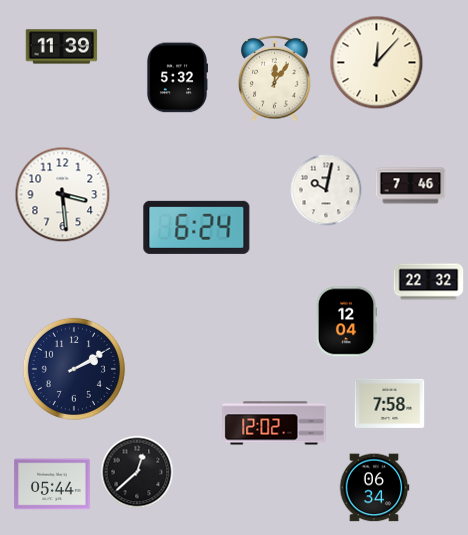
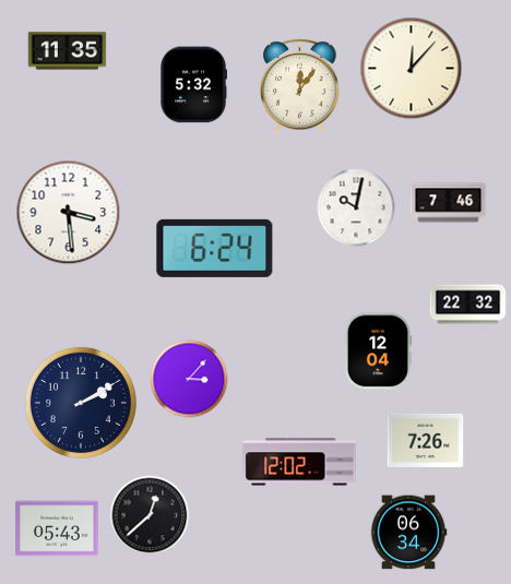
clock at (62, 47): 11:39 -> 11:35
clock at (429, 282) position: (429, 282) -> (468, 305)
clock at (189, 379): none -> 3:07
clock at (390, 403): 7:58 -> 7:26
clock at (52, 484): 05:44 -> 05:43
